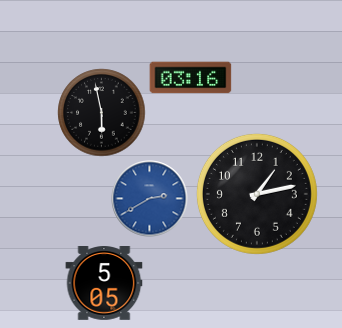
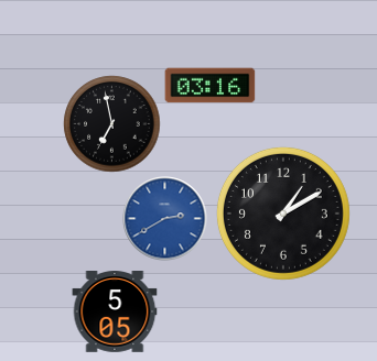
clock at (102, 113): 5:58 -> 6:58
clock at (257, 194): 1:13 -> 1:10
